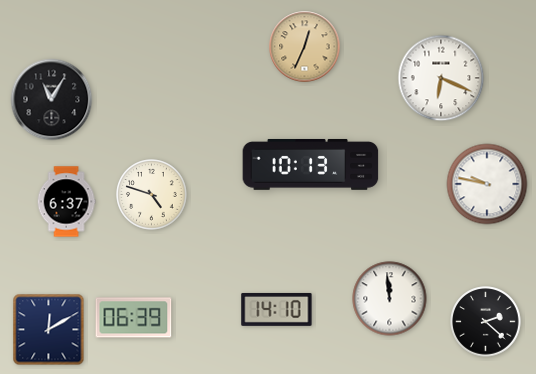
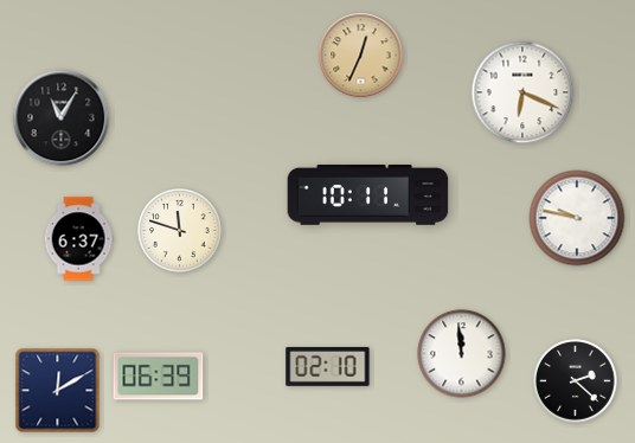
clock at (311, 164): 10:13 -> 10:11
clock at (152, 195): 4:48 -> 11:48
clock at (277, 309): 14:10 -> 02:10
